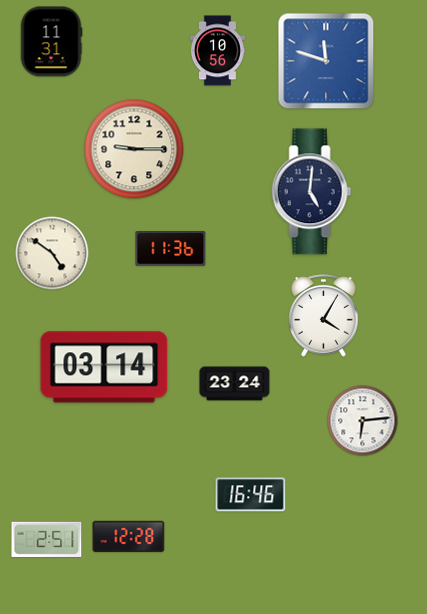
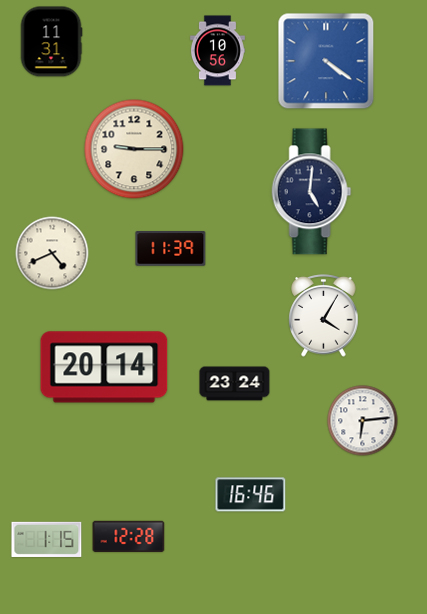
clock at (326, 61): 11:48 -> 4:21
clock at (171, 249): 11:36 -> 11:39
clock at (52, 253): 4:51 -> 4:41
clock at (104, 367): 03:14 -> 20:14
clock at (47, 539): 2:51 -> 1:15
